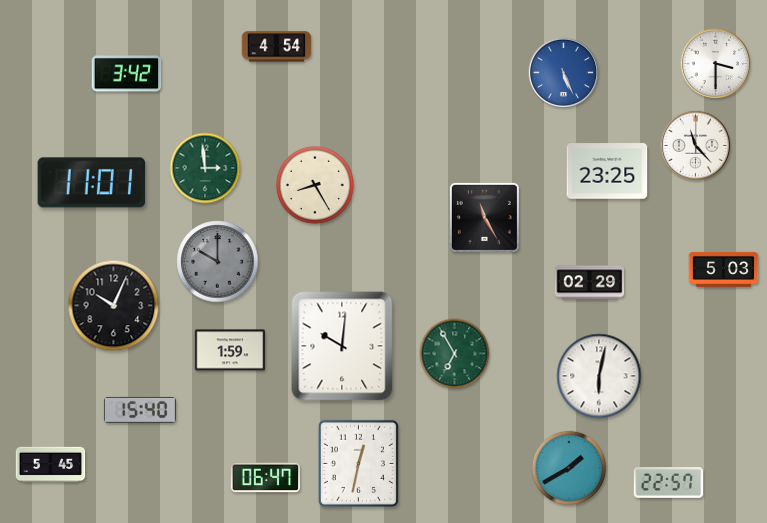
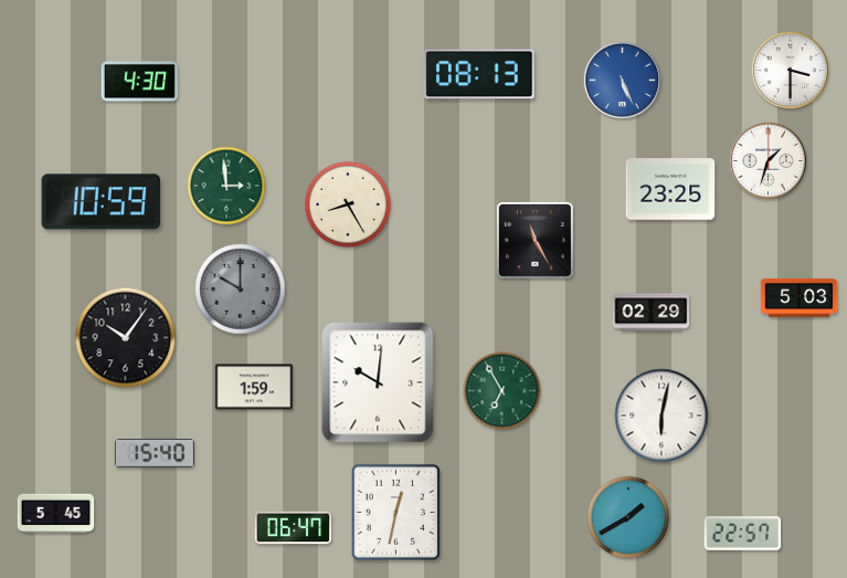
clock at (277, 47): 4:54 -> none
clock at (479, 74): none -> 08:13
clock at (127, 74): 3:42 -> 4:30
clock at (695, 145): 11:23 -> 1:33
clock at (92, 183): 11:01 -> 10:59
clock at (114, 306): 10:04 -> 10:06
clock at (669, 483) position: (669, 483) -> (743, 534)
